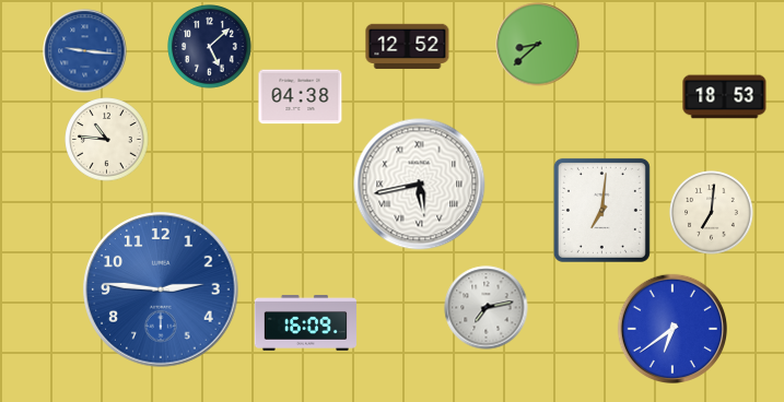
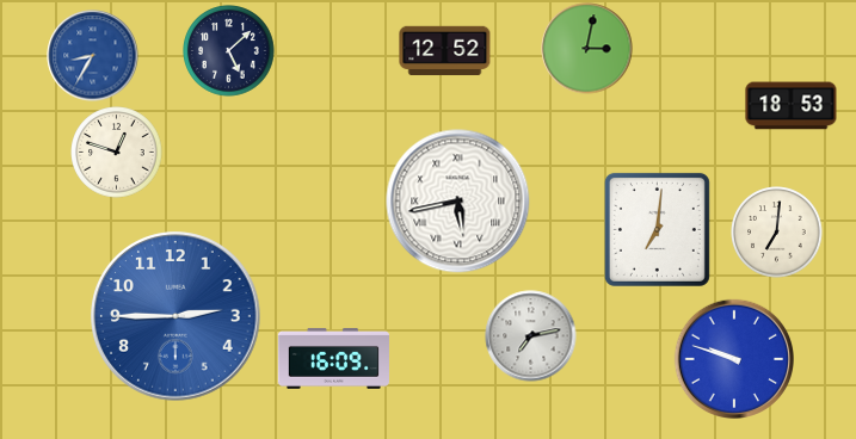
clock at (538, 45): 8:38 -> 3:02
clock at (85, 51): 9:16 -> 8:35
clock at (301, 97): 04:38 -> none
clock at (107, 140): 10:46 -> 12:48
clock at (161, 289): 2:46 -> 2:45
clock at (305, 322) position: (305, 322) -> (333, 358)
clock at (671, 328): 6:39 -> 9:48
